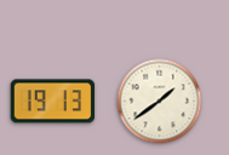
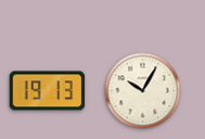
clock at (160, 102): 1:39 -> 10:05
